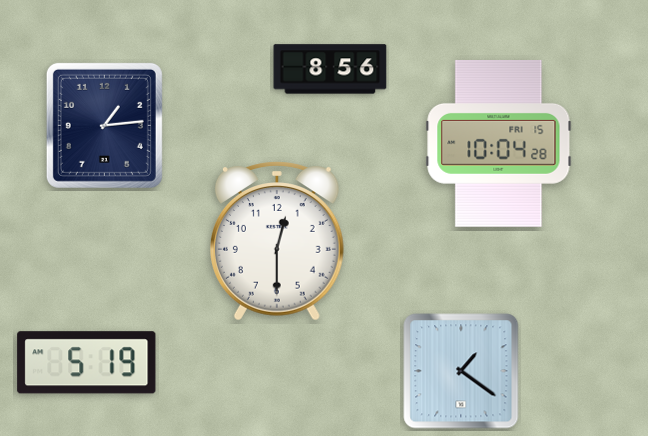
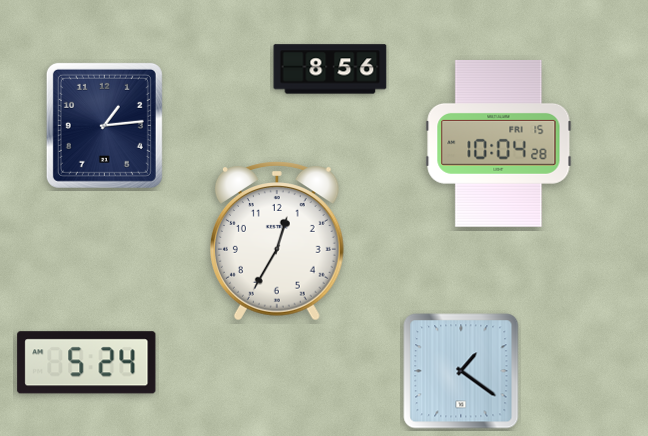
clock at (277, 241): 12:30 -> 12:35
clock at (87, 363): 5:19 -> 5:24
